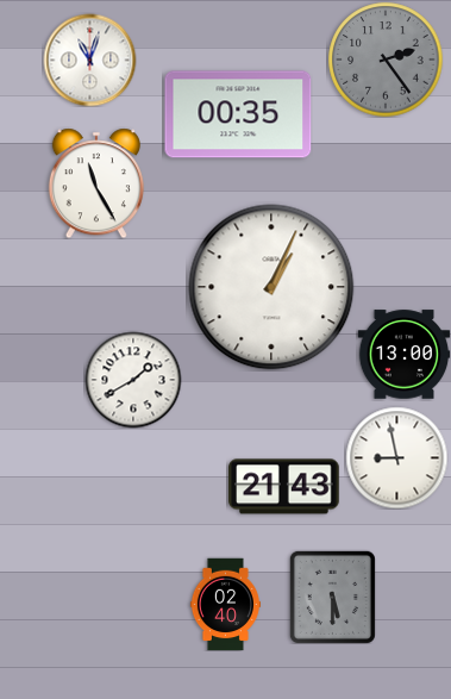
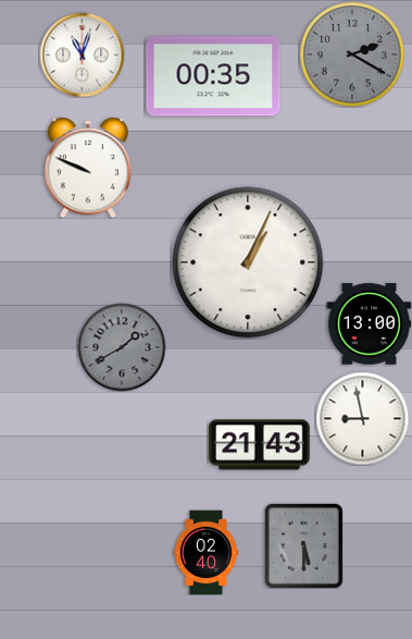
clock at (386, 60): 2:24 -> 2:20
clock at (238, 114) position: (238, 114) -> (213, 76)
clock at (96, 183): 11:25 -> 9:49
clock at (133, 380) dial: white -> grey
